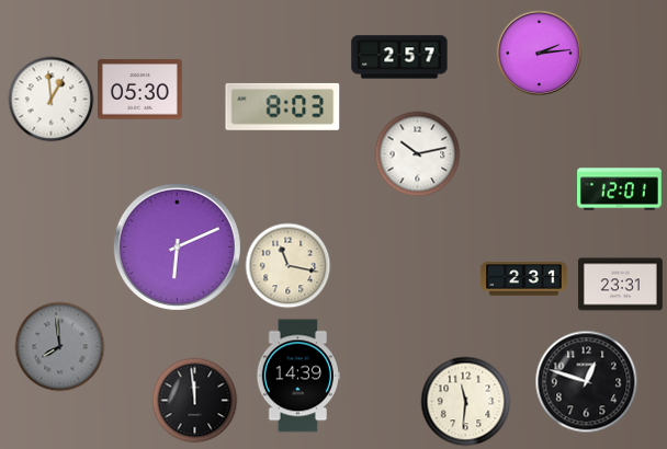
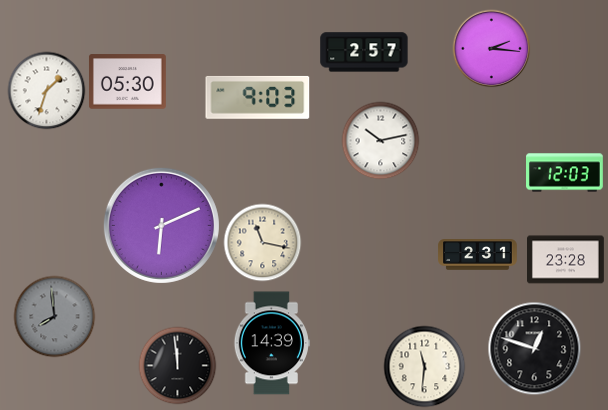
clock at (539, 53): 2:14 -> 2:16
clock at (50, 99): 12:59 -> 1:33
clock at (283, 106): 8:03 -> 9:03
clock at (620, 189): 12:01 -> 12:03
clock at (621, 285): 23:31 -> 23:28
